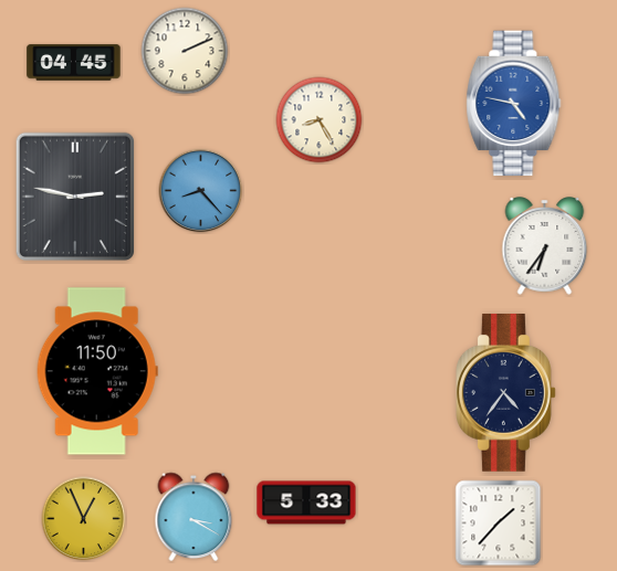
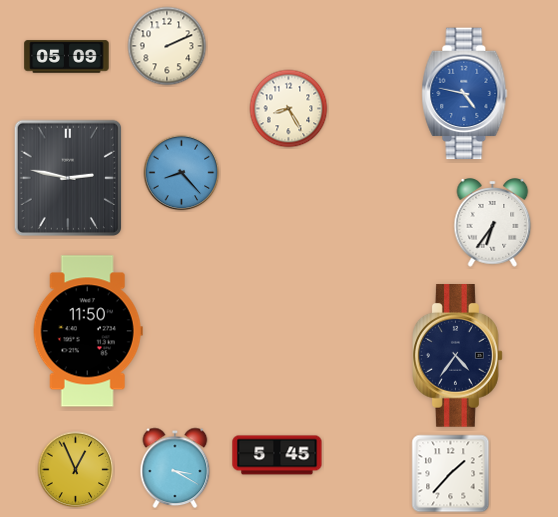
clock at (74, 63): 04:45 -> 05:09
clock at (97, 371) position: (97, 371) -> (88, 331)
clock at (306, 503): 5:33 -> 5:45
